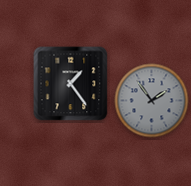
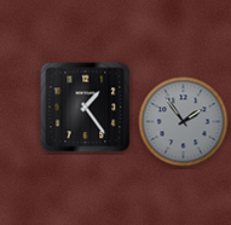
clock at (71, 84) position: (71, 84) -> (86, 108)
